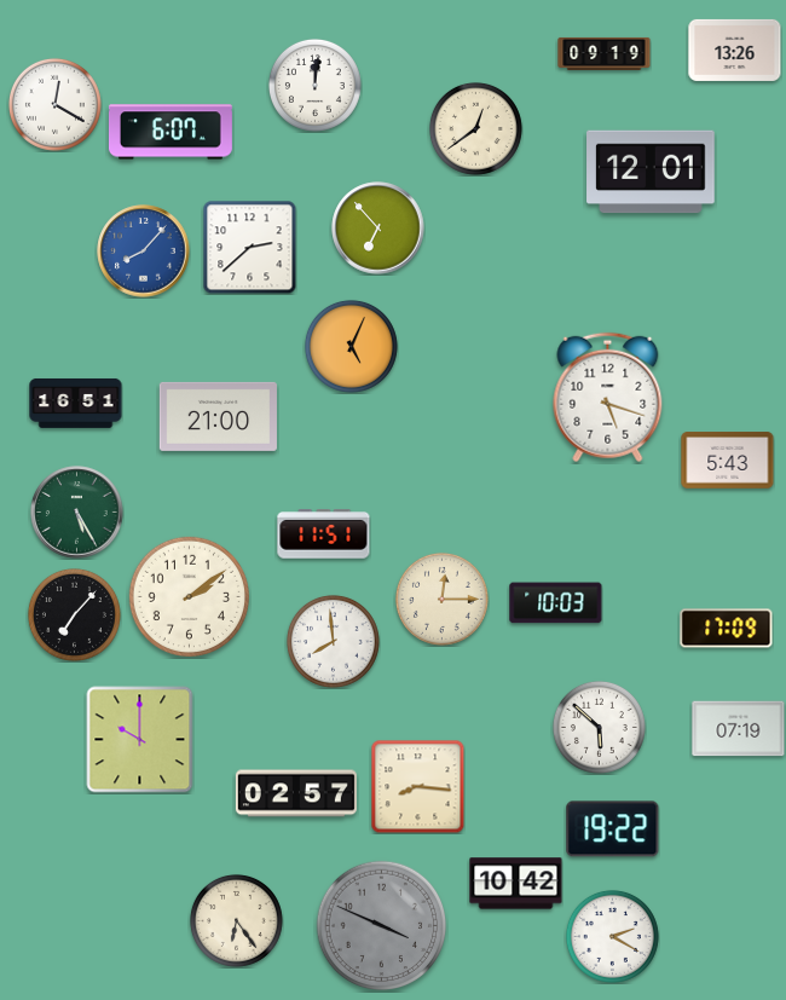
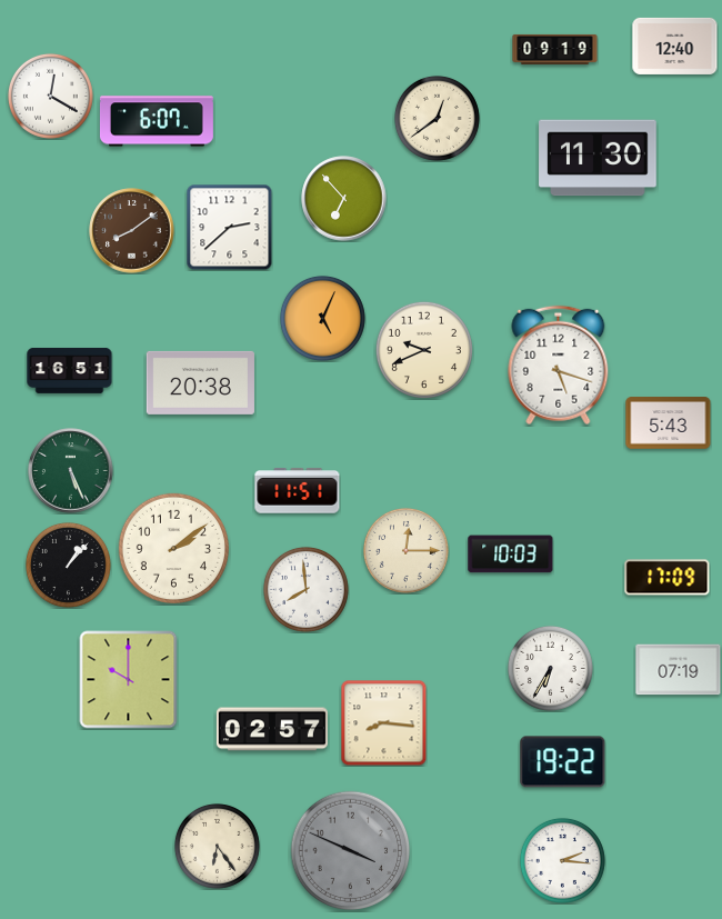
clock at (735, 50): 13:26 -> 12:40
clock at (314, 85): 12:01 -> none
clock at (651, 172): 12:01 -> 11:30
clock at (378, 229) position: (378, 229) -> (344, 199)
clock at (144, 252): 8:07 -> 8:09
clock at (144, 252) dial: blue -> brown
clock at (424, 350): none -> 9:41
clock at (218, 416): 21:00 -> 20:38
clock at (77, 513): 5:25 -> 5:26
clock at (74, 614): 7:07 -> 1:07
clock at (599, 727): 5:52 -> 6:35
clock at (516, 884): 10:42 -> none
clock at (612, 936): 2:20 -> 2:16
